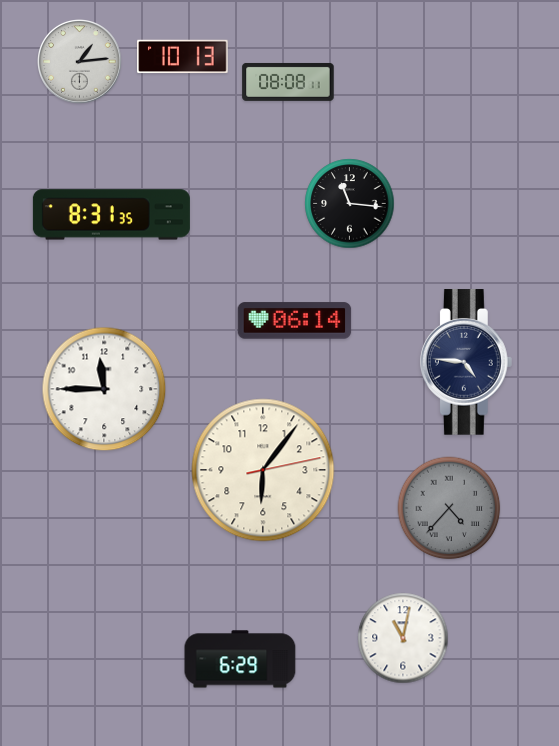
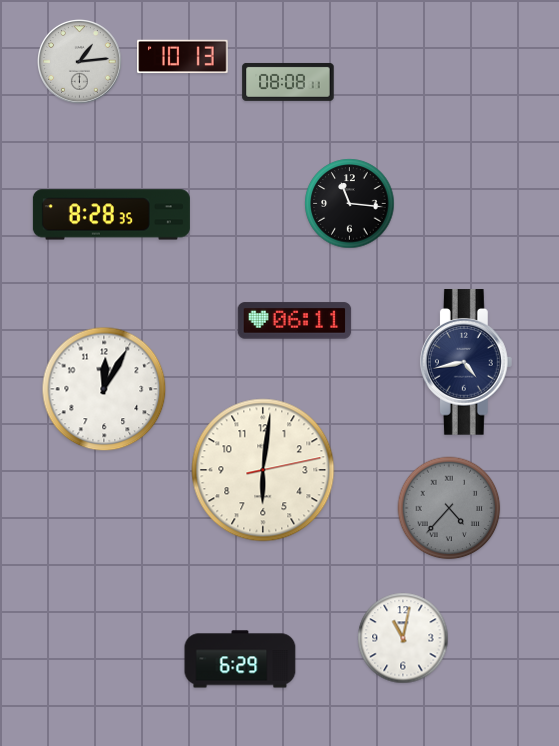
clock at (111, 215): 8:31 -> 8:28
clock at (295, 321): 06:14 -> 06:11
clock at (466, 362): 4:46 -> 4:43
clock at (104, 389): 11:45 -> 12:05
clock at (263, 470): 6:06 -> 6:01
